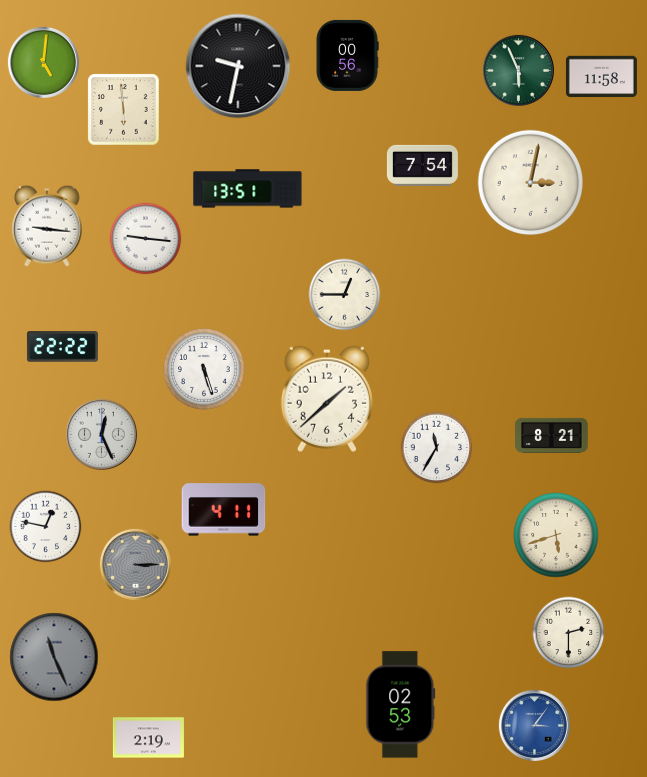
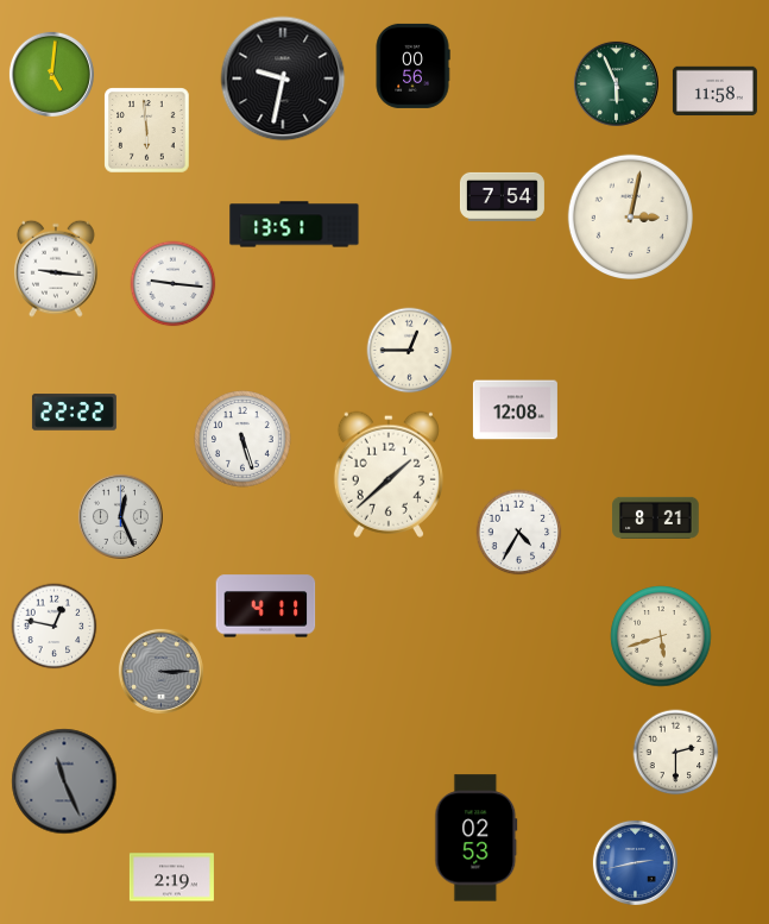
clock at (515, 410): none -> 12:08
clock at (437, 448): 11:35 -> 4:35
clock at (534, 725): 3:06 -> 2:43
clock at (148, 738) position: (148, 738) -> (171, 878)
